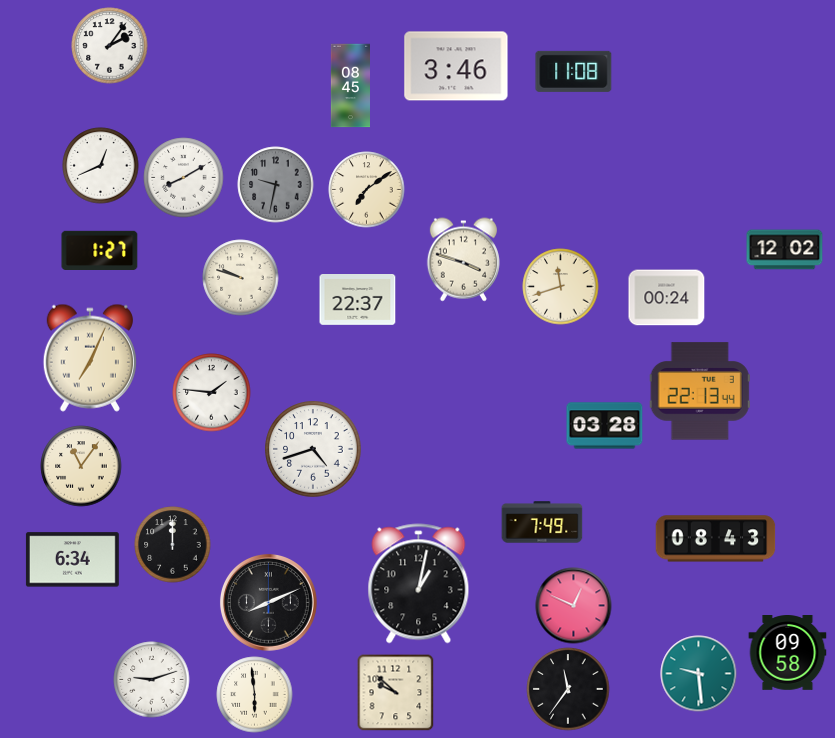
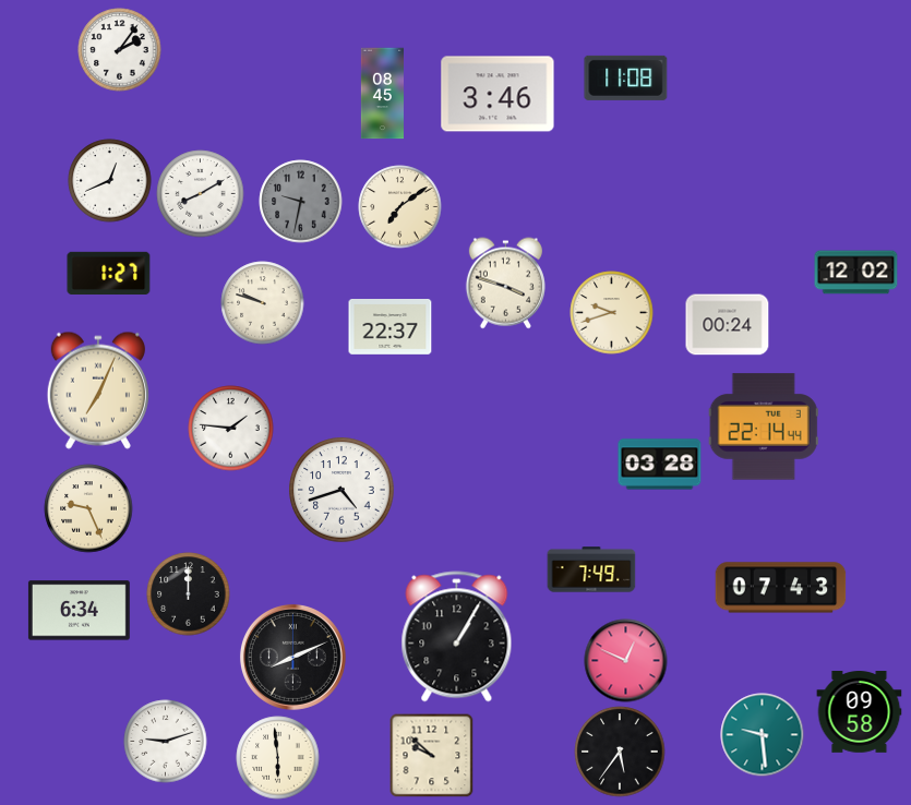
clock at (456, 66) position: (456, 66) -> (498, 94)
clock at (561, 287): 11:42 -> 9:42
clock at (700, 391): 22:13 -> 22:14
clock at (81, 466): 11:06 -> 9:26
clock at (716, 539): 08:43 -> 07:43
clock at (419, 584): 1:02 -> 1:05
clock at (568, 689): 11:36 -> 5:36
